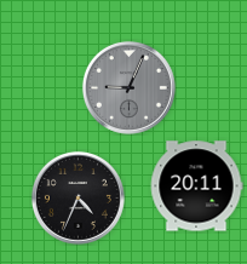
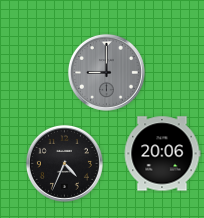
clock at (128, 87): 9:04 -> 9:00
clock at (196, 186): 20:11 -> 20:06
